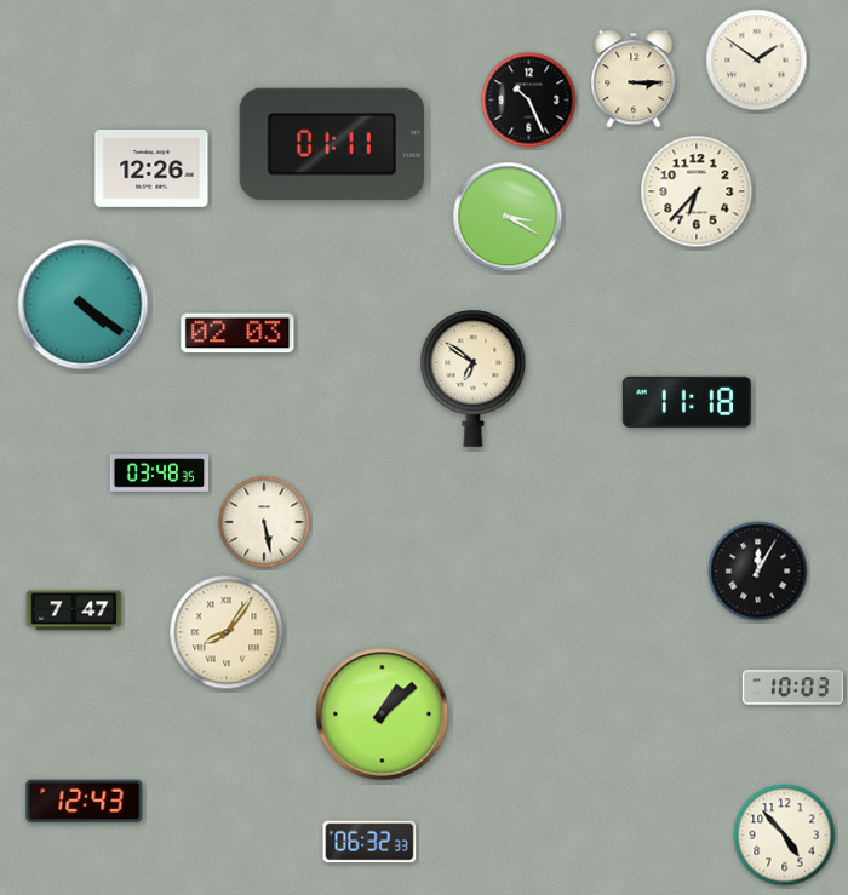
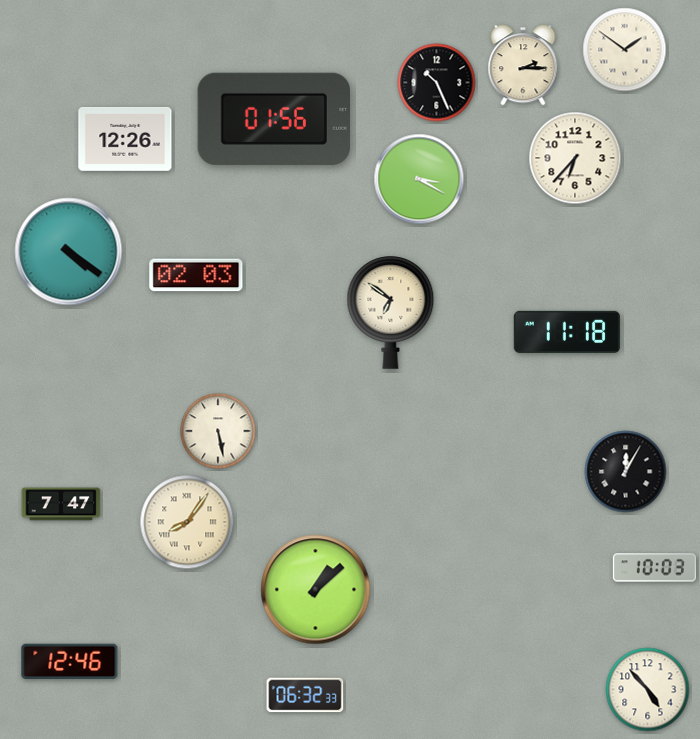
clock at (634, 79): 3:15 -> 2:15
clock at (331, 144): 01:11 -> 01:56
clock at (160, 474): 03:48 -> none
clock at (85, 801): 12:43 -> 12:46
